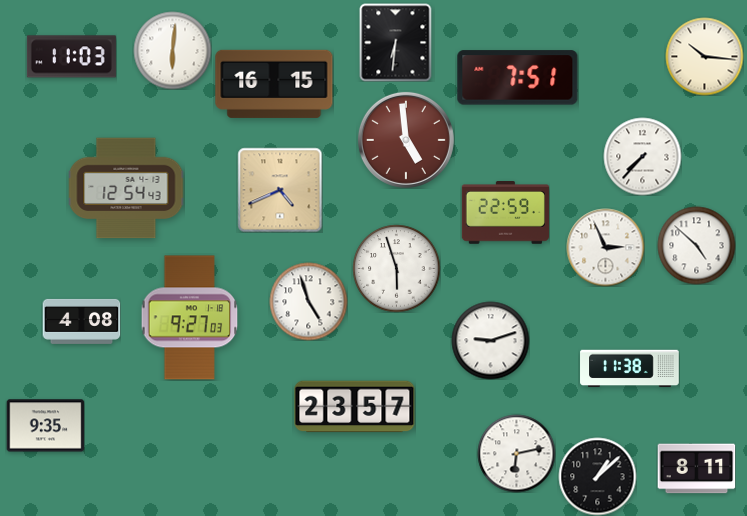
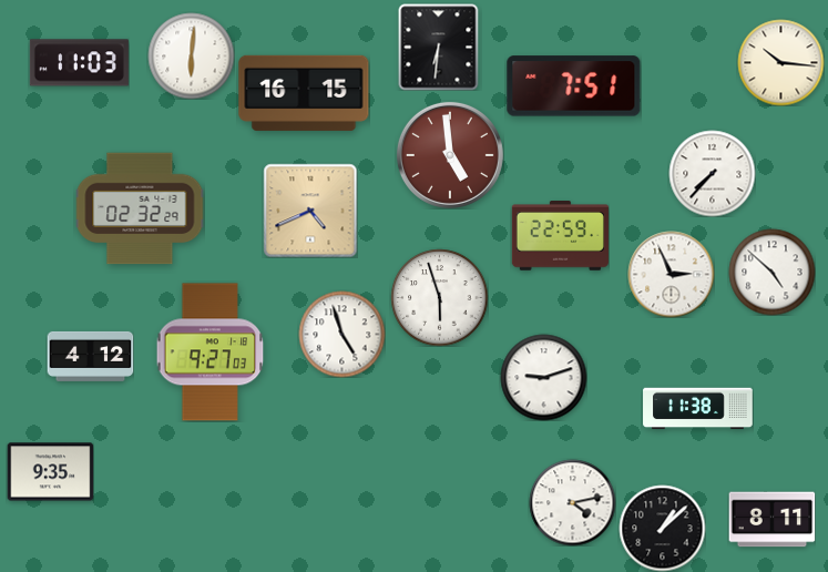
clock at (126, 188): 12:54 -> 02:32
clock at (81, 321): 4:08 -> 4:12
clock at (355, 407): 23:57 -> none
clock at (516, 453): 6:13 -> 4:13
